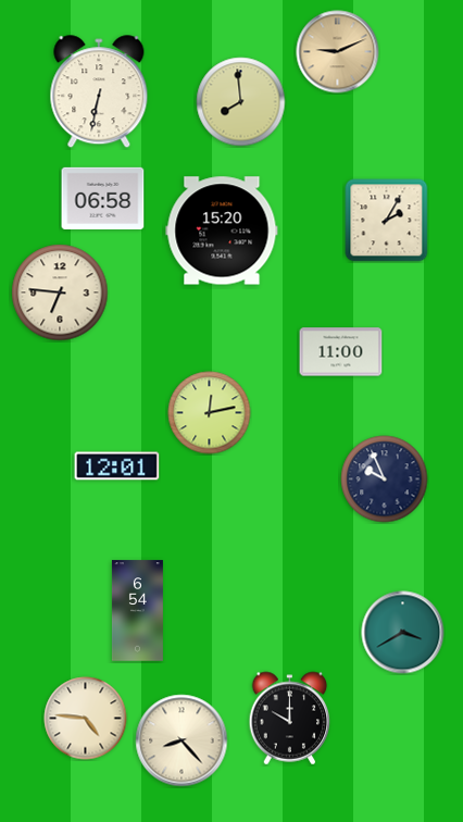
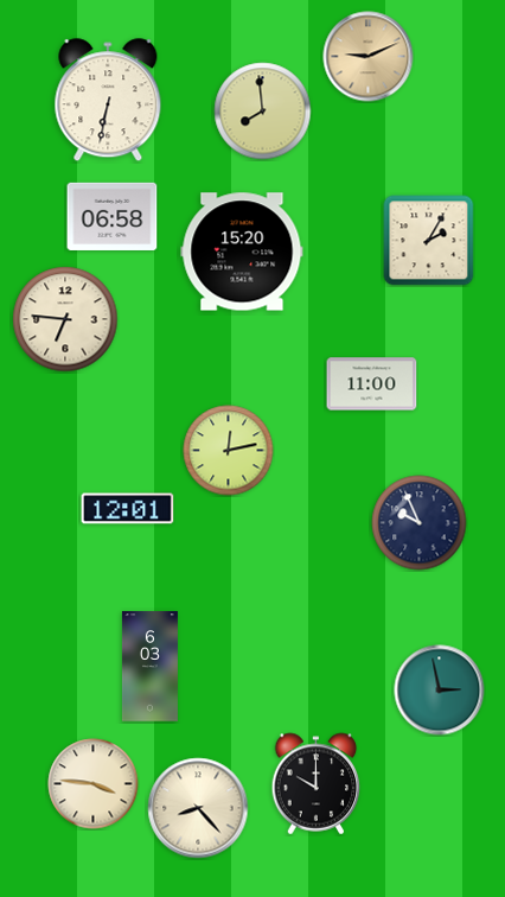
clock at (387, 221) position: (387, 221) -> (429, 241)
clock at (137, 611): 6:54 -> 6:03
clock at (403, 633): 3:40 -> 2:58
clock at (86, 719): 4:46 -> 3:46
